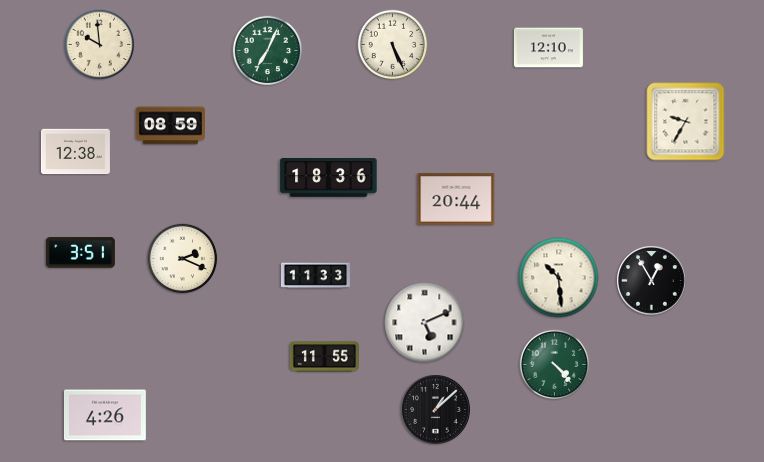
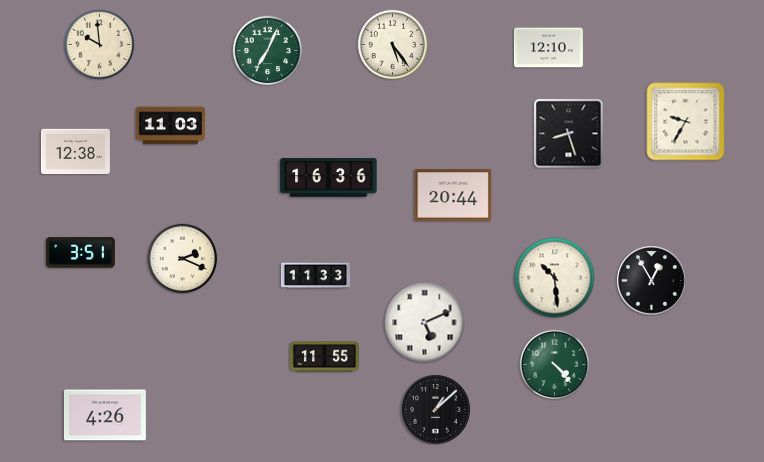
clock at (393, 45): 5:26 -> 5:24
clock at (170, 126): 08:59 -> 11:03
clock at (569, 134): none -> 8:27
clock at (329, 178): 18:36 -> 16:36
clock at (456, 199) position: (456, 199) -> (453, 195)
clock at (559, 278) position: (559, 278) -> (555, 278)
